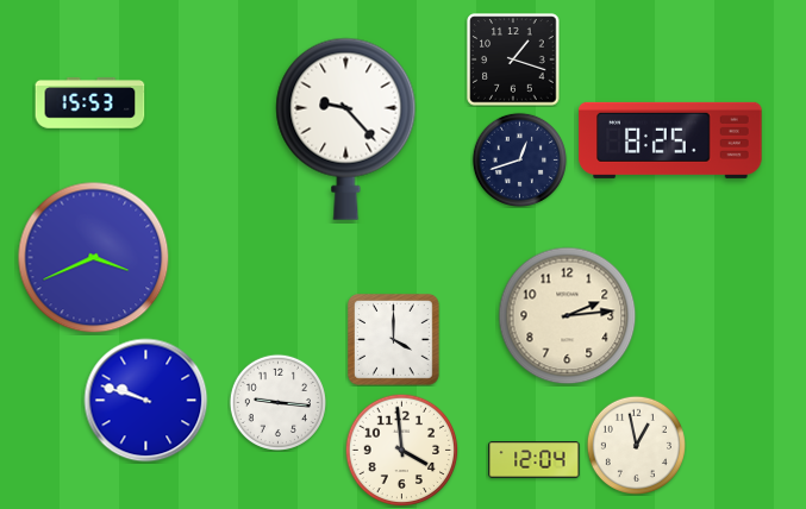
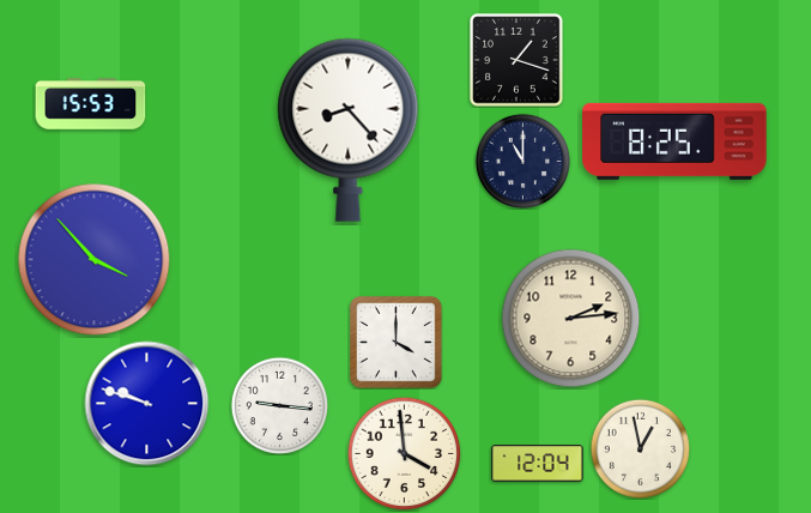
clock at (346, 128): 9:23 -> 8:23
clock at (519, 159): 12:42 -> 11:00
clock at (94, 258): 3:41 -> 3:53
